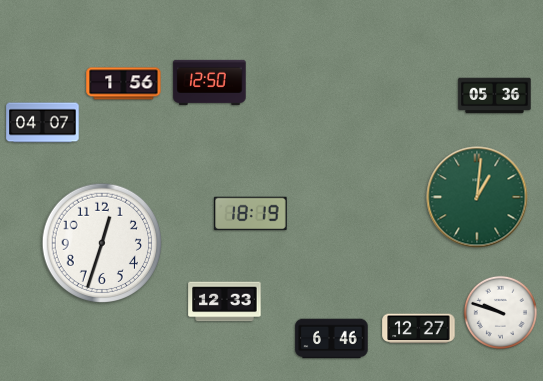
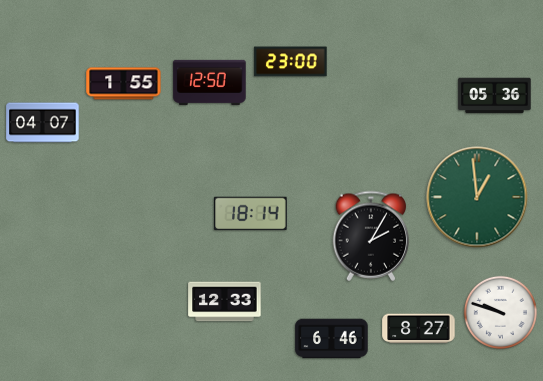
clock at (291, 62): none -> 23:00
clock at (124, 84): 1:56 -> 1:55
clock at (477, 197): 1:01 -> 12:59
clock at (251, 214): 18:19 -> 18:14
clock at (371, 236): none -> 2:05
clock at (101, 242): 12:33 -> none
clock at (419, 329): 12:27 -> 8:27
